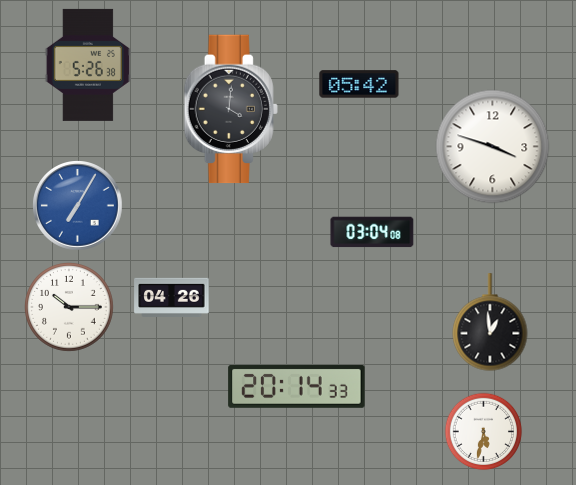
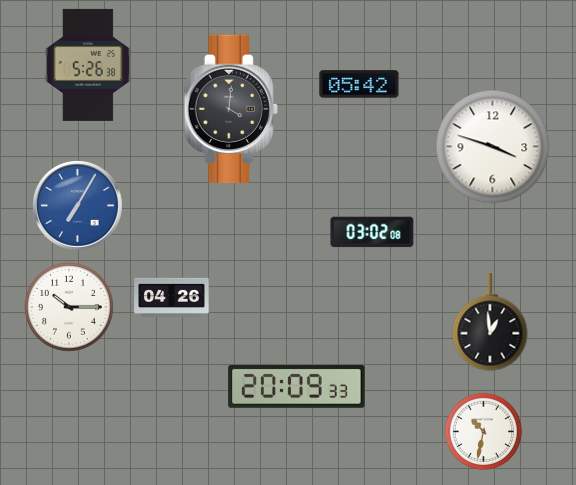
clock at (372, 232): 03:04 -> 03:02
clock at (297, 387): 20:14 -> 20:09
clock at (484, 432): 5:32 -> 10:32
